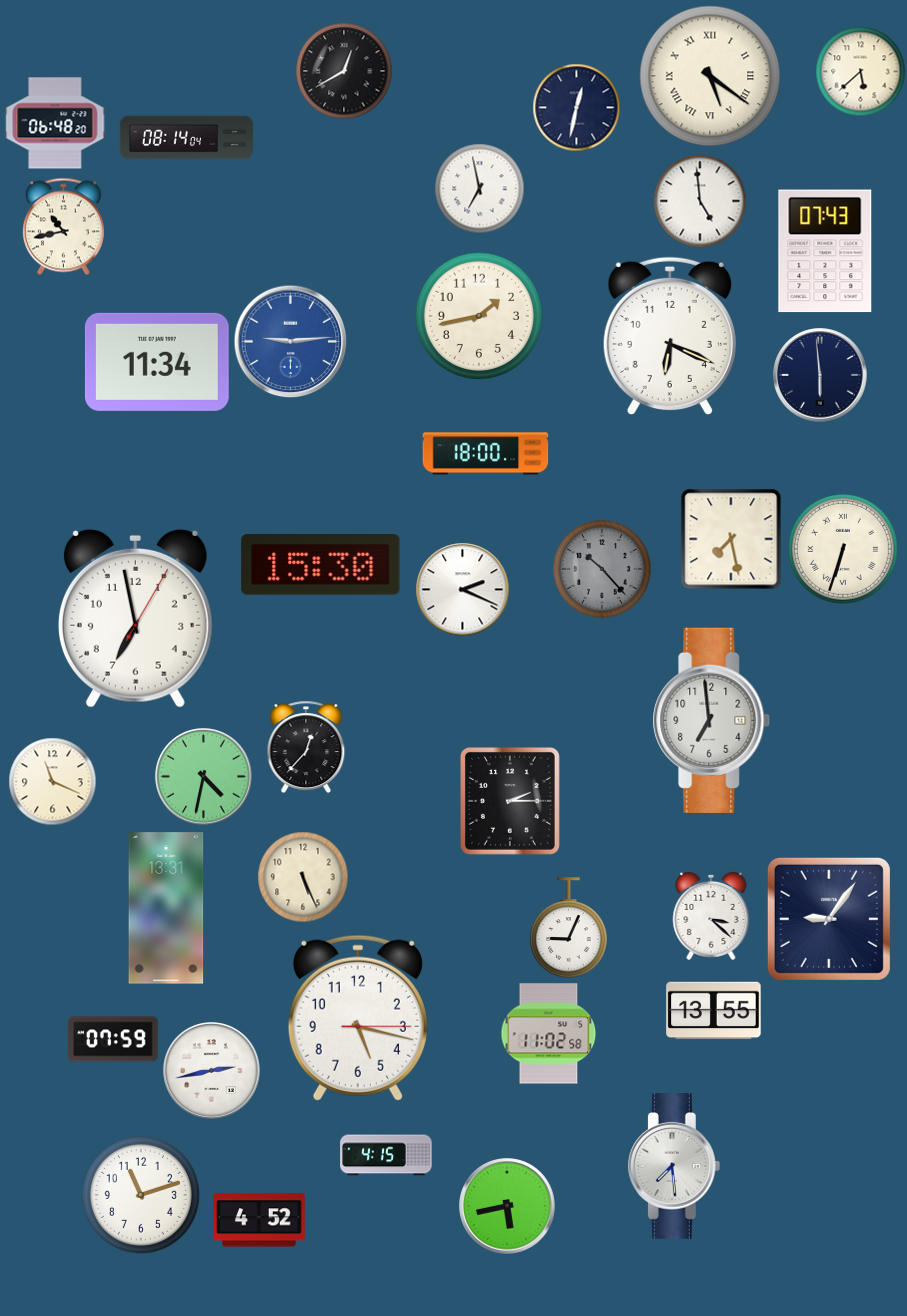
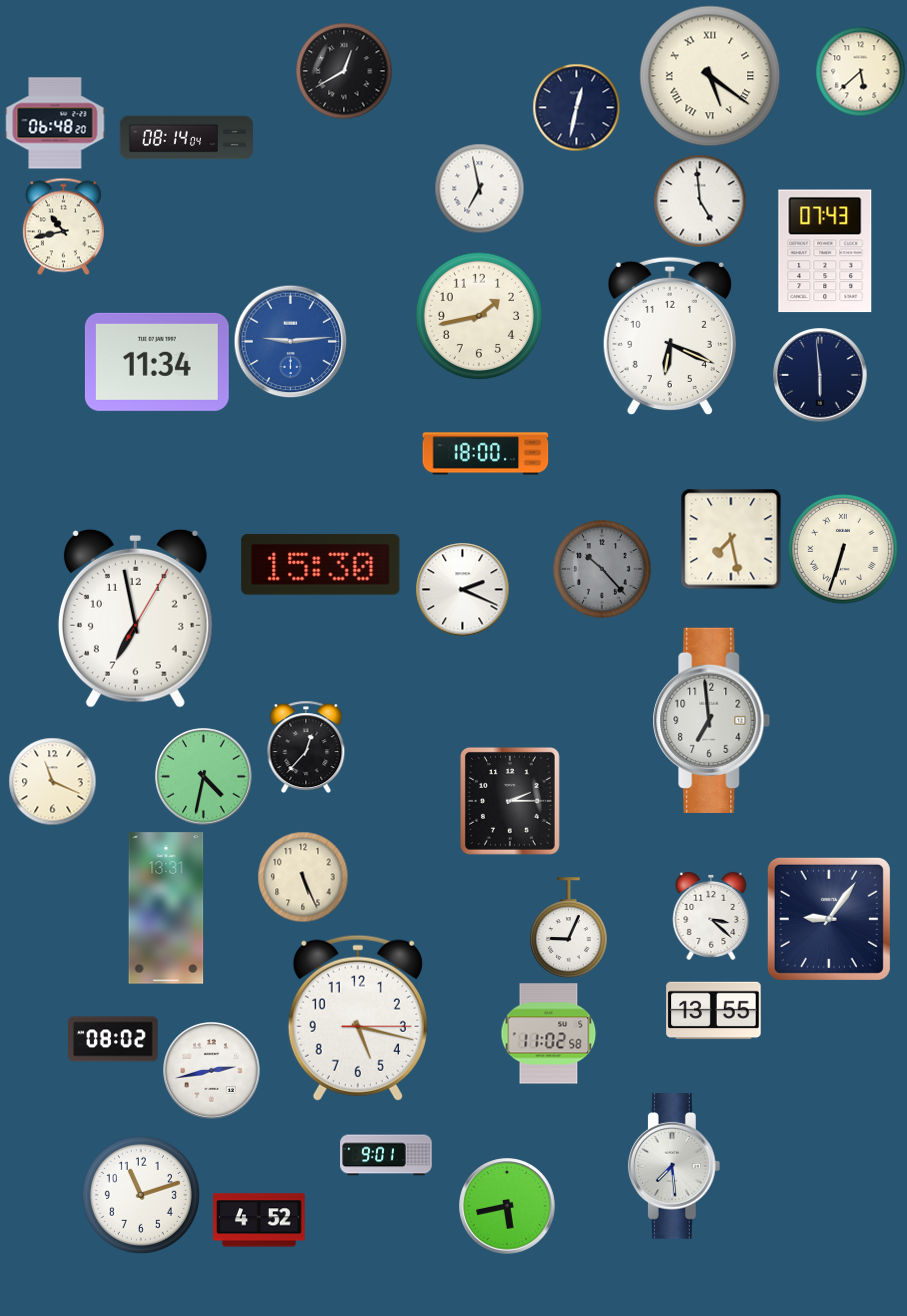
clock at (113, 1039): 07:59 -> 08:02
clock at (386, 1155): 4:15 -> 9:01
